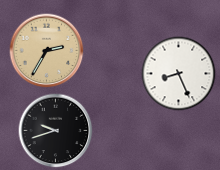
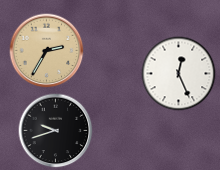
clock at (179, 74): 8:26 -> 12:26
